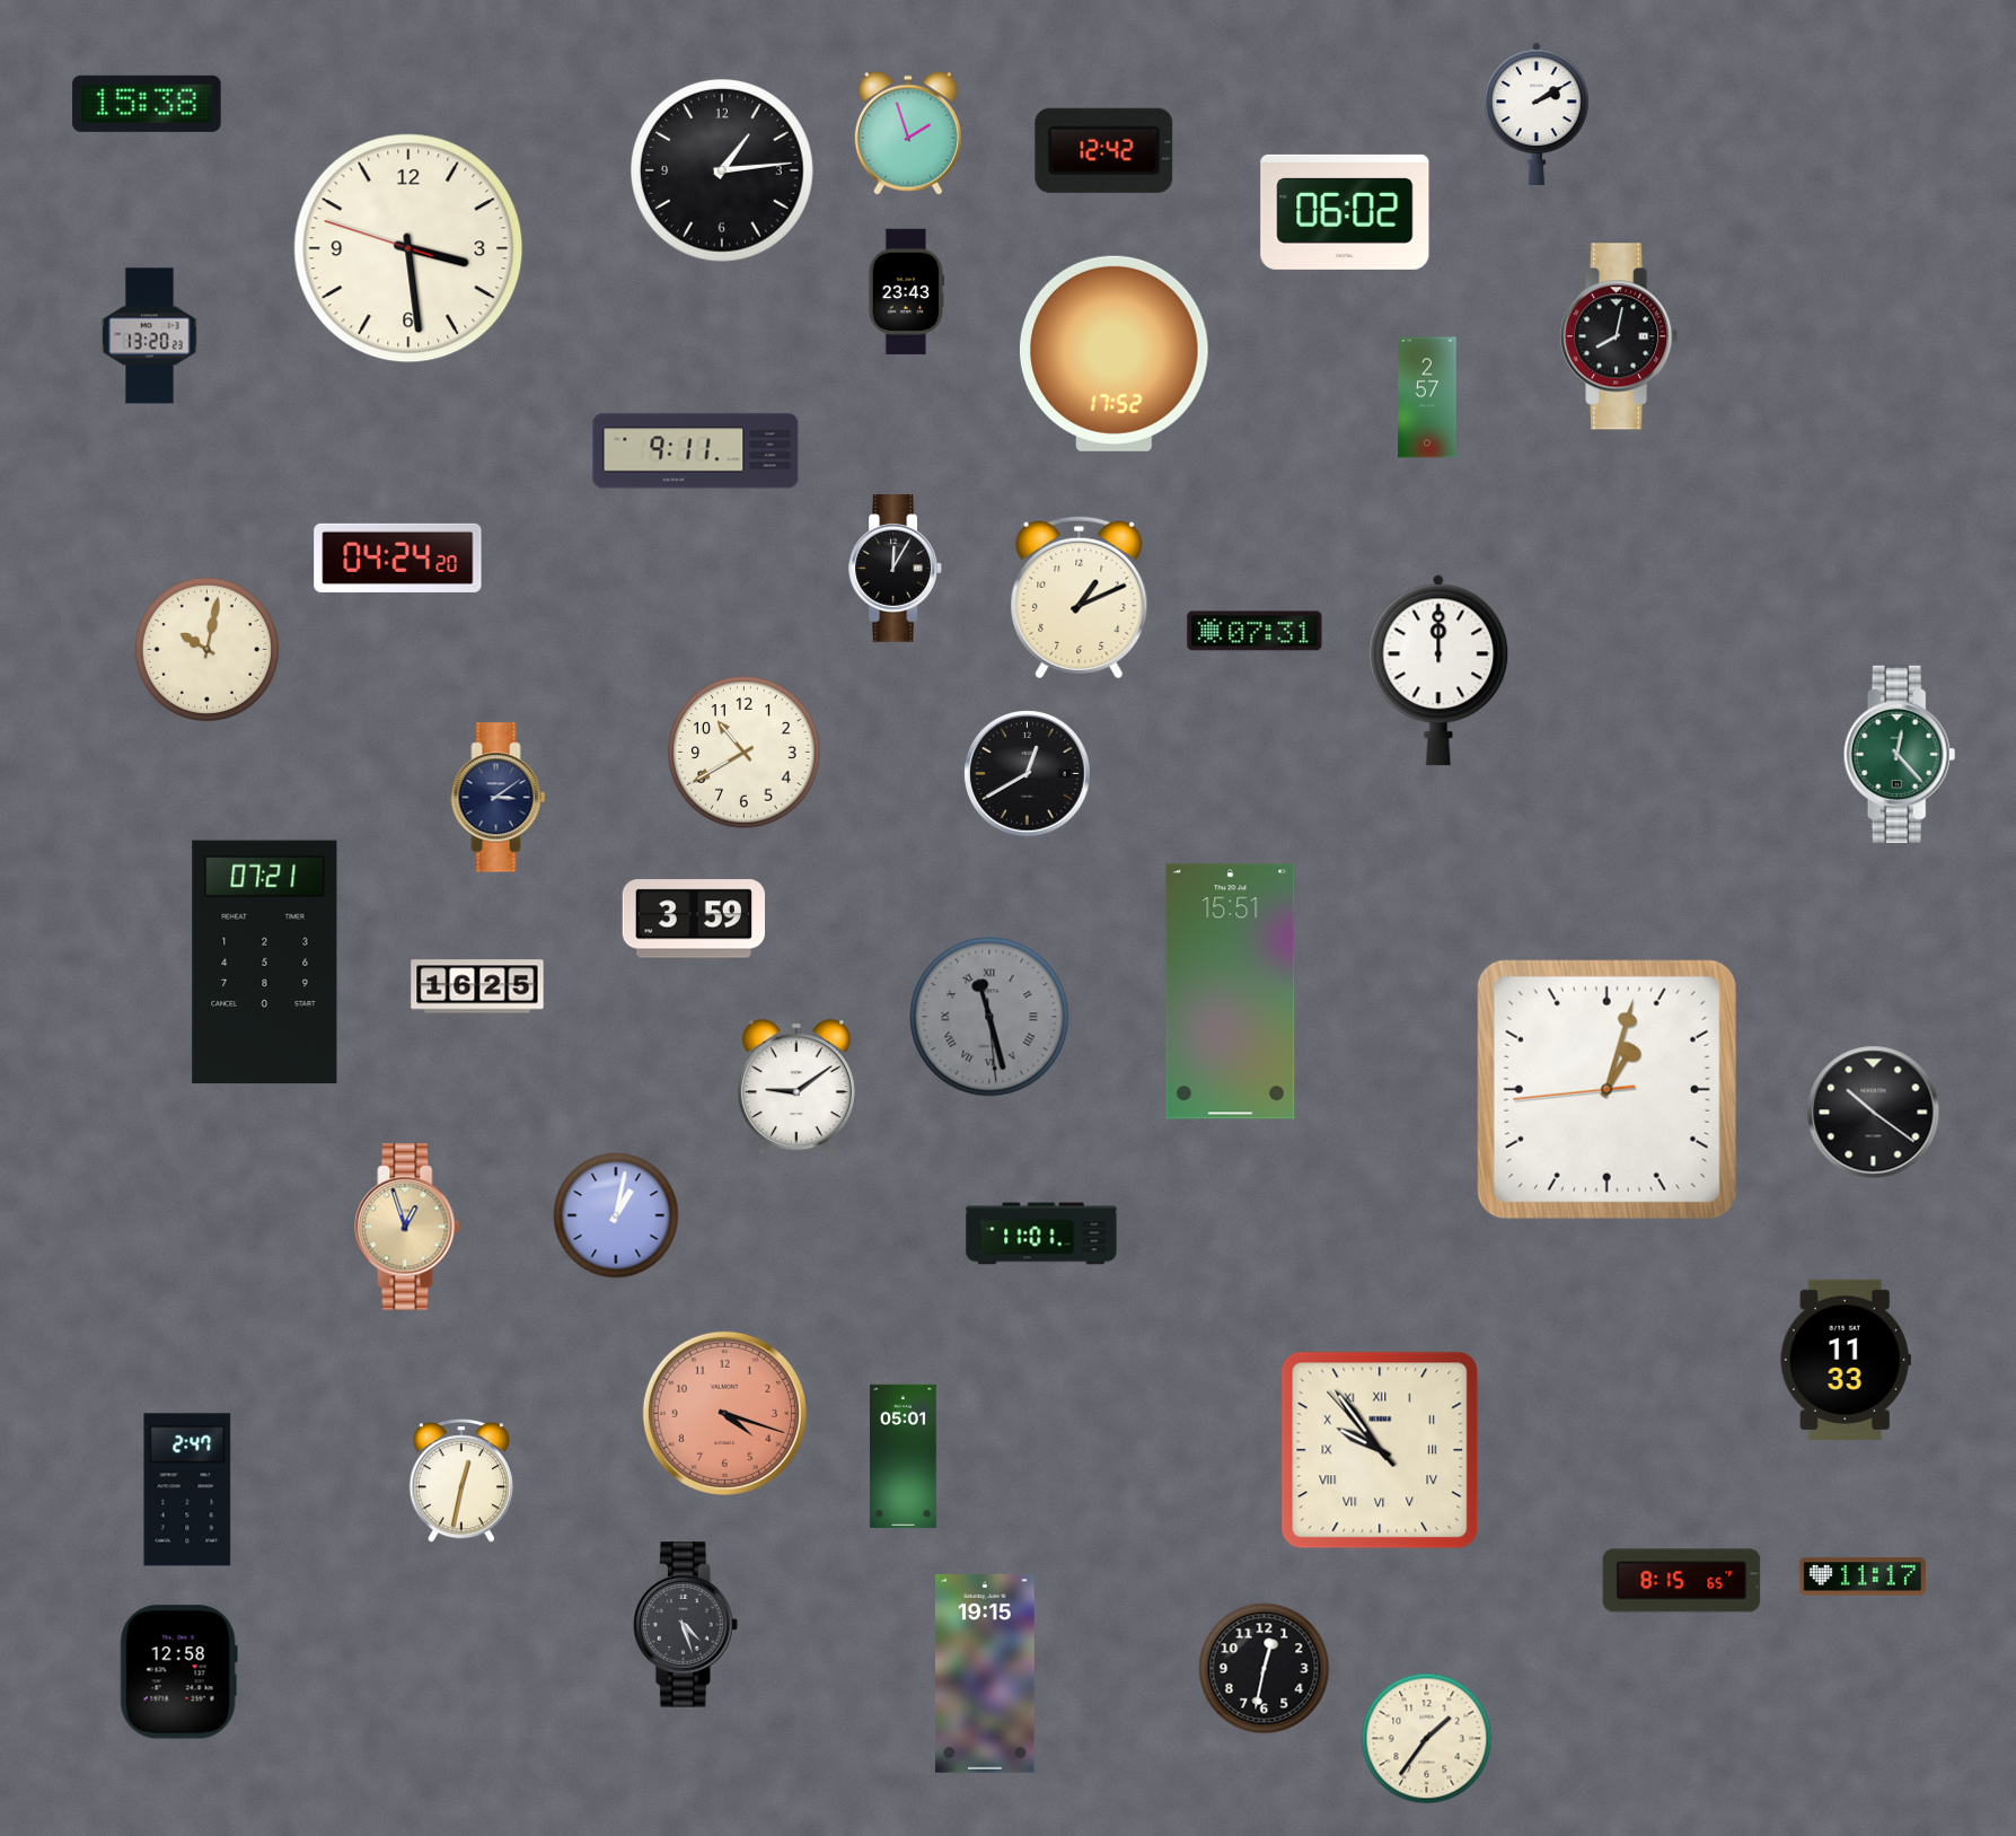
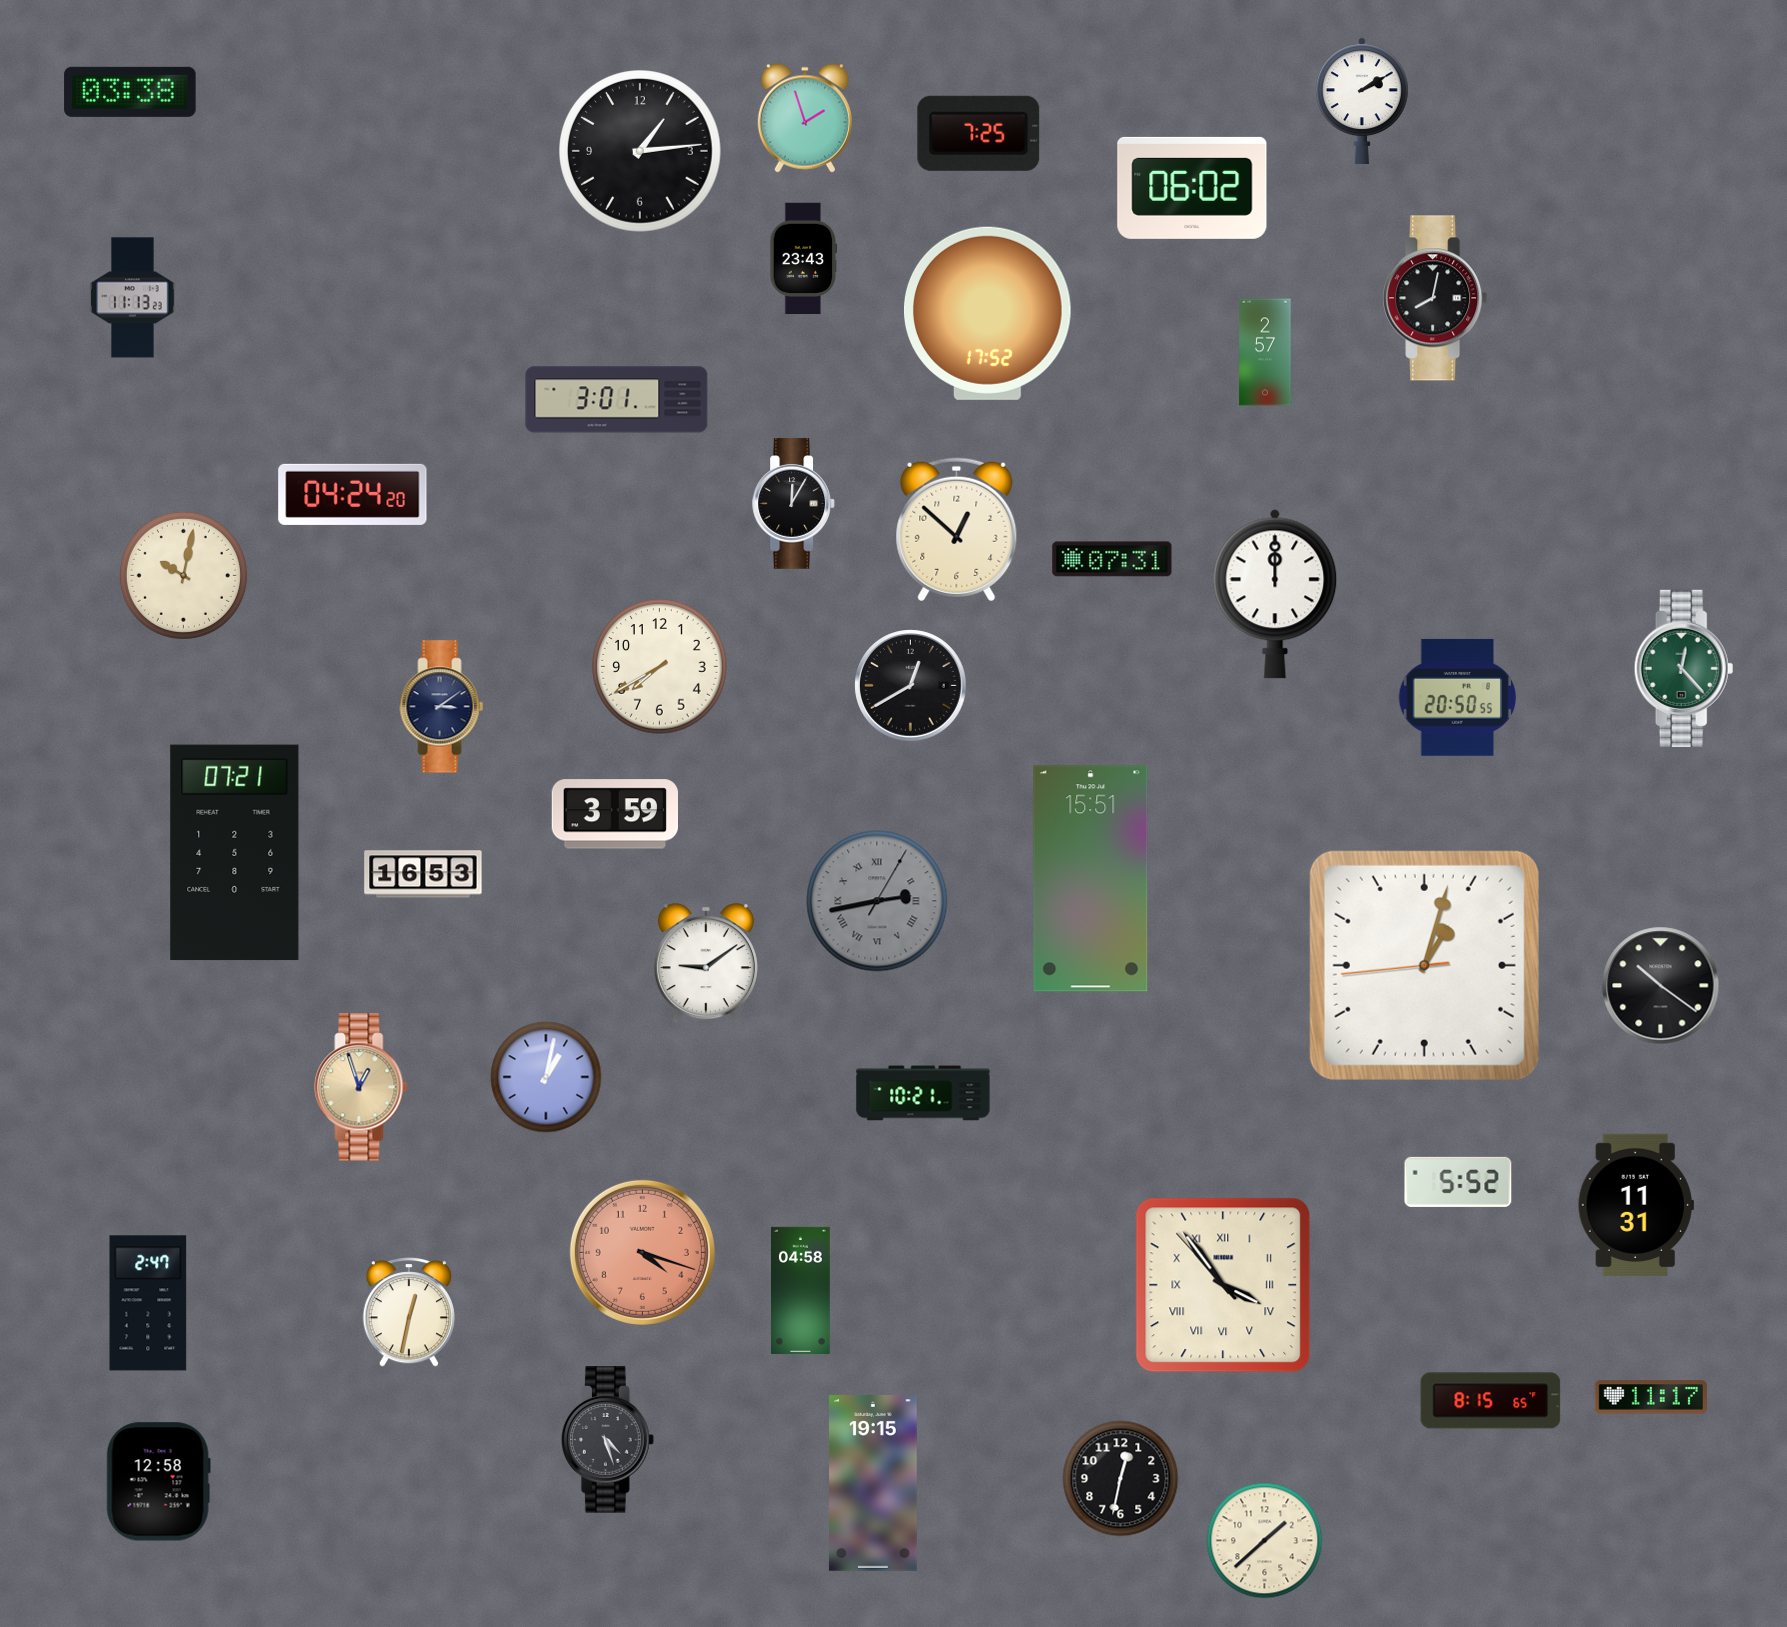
clock at (147, 104): 15:38 -> 03:38
clock at (1104, 150): 12:42 -> 7:25
clock at (408, 248): 3:28 -> none
clock at (150, 336): 13:20 -> 11:13
clock at (696, 451): 9:11 -> 3:01
clock at (1080, 598): 1:11 -> 12:52
clock at (745, 753): 10:40 -> 7:40
clock at (1458, 697): none -> 20:50
clock at (477, 986): 16:25 -> 16:53
clock at (989, 1017): 11:27 -> 2:43
clock at (1041, 1233): 11:01 -> 10:21
clock at (1458, 1182): none -> 5:52
clock at (1846, 1360): 11:33 -> 11:31
clock at (1380, 1450): 9:53 -> 3:53
clock at (904, 1456): 05:01 -> 04:58
clock at (187, 1490) position: (187, 1490) -> (148, 1303)
clock at (1427, 1739): 1:36 -> 1:38
